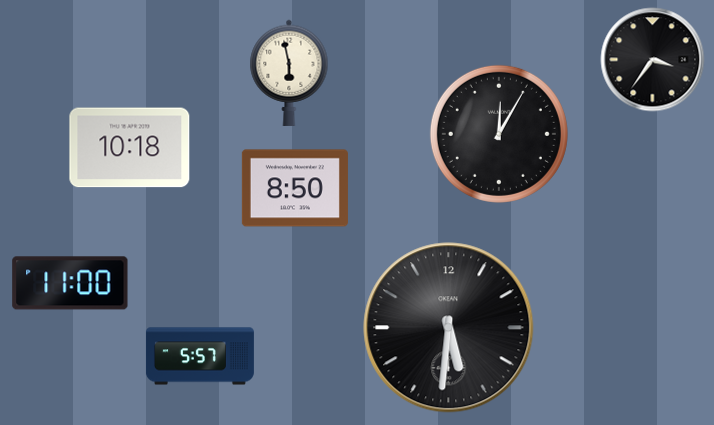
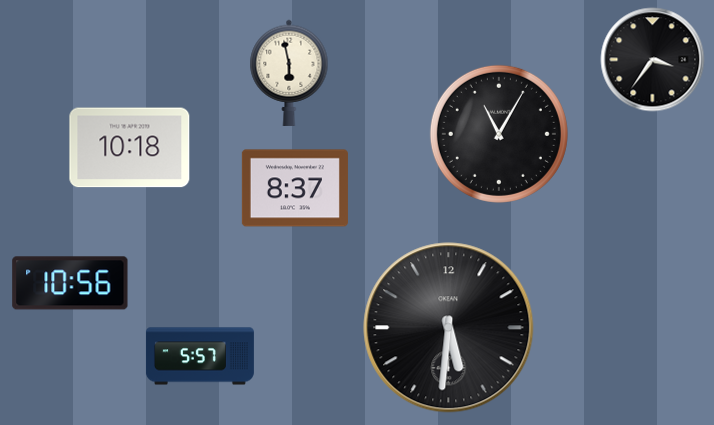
clock at (499, 134): 12:05 -> 11:05
clock at (295, 188): 8:50 -> 8:37
clock at (70, 283): 11:00 -> 10:56
